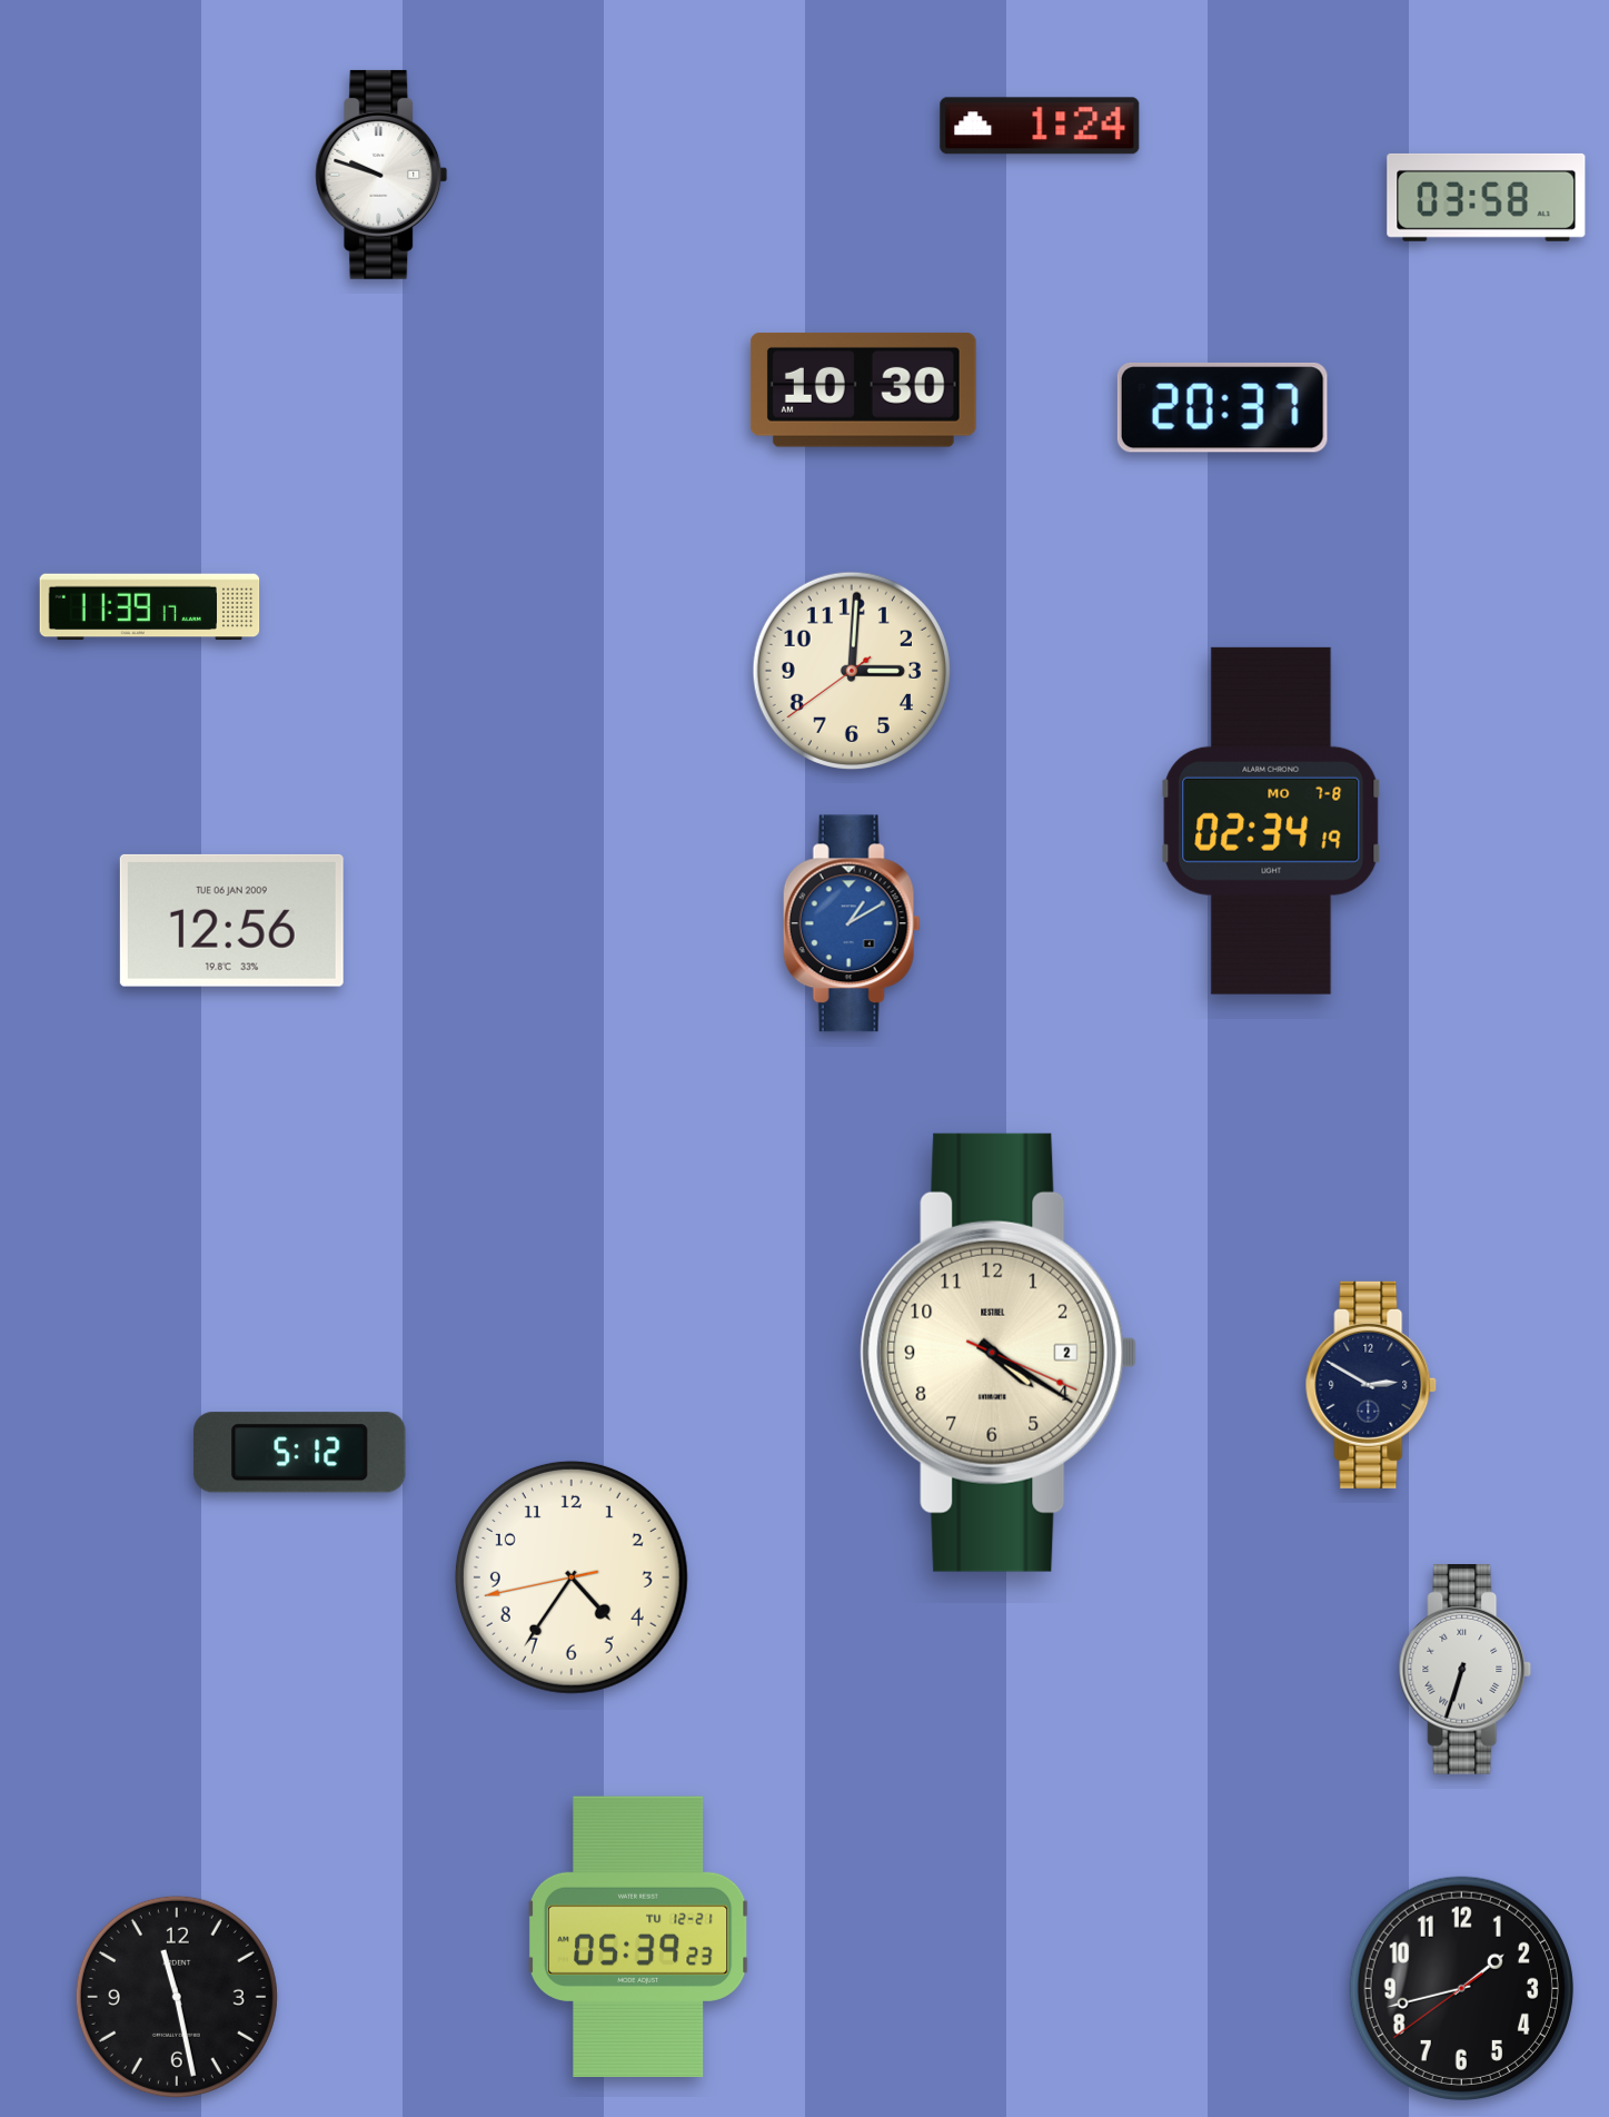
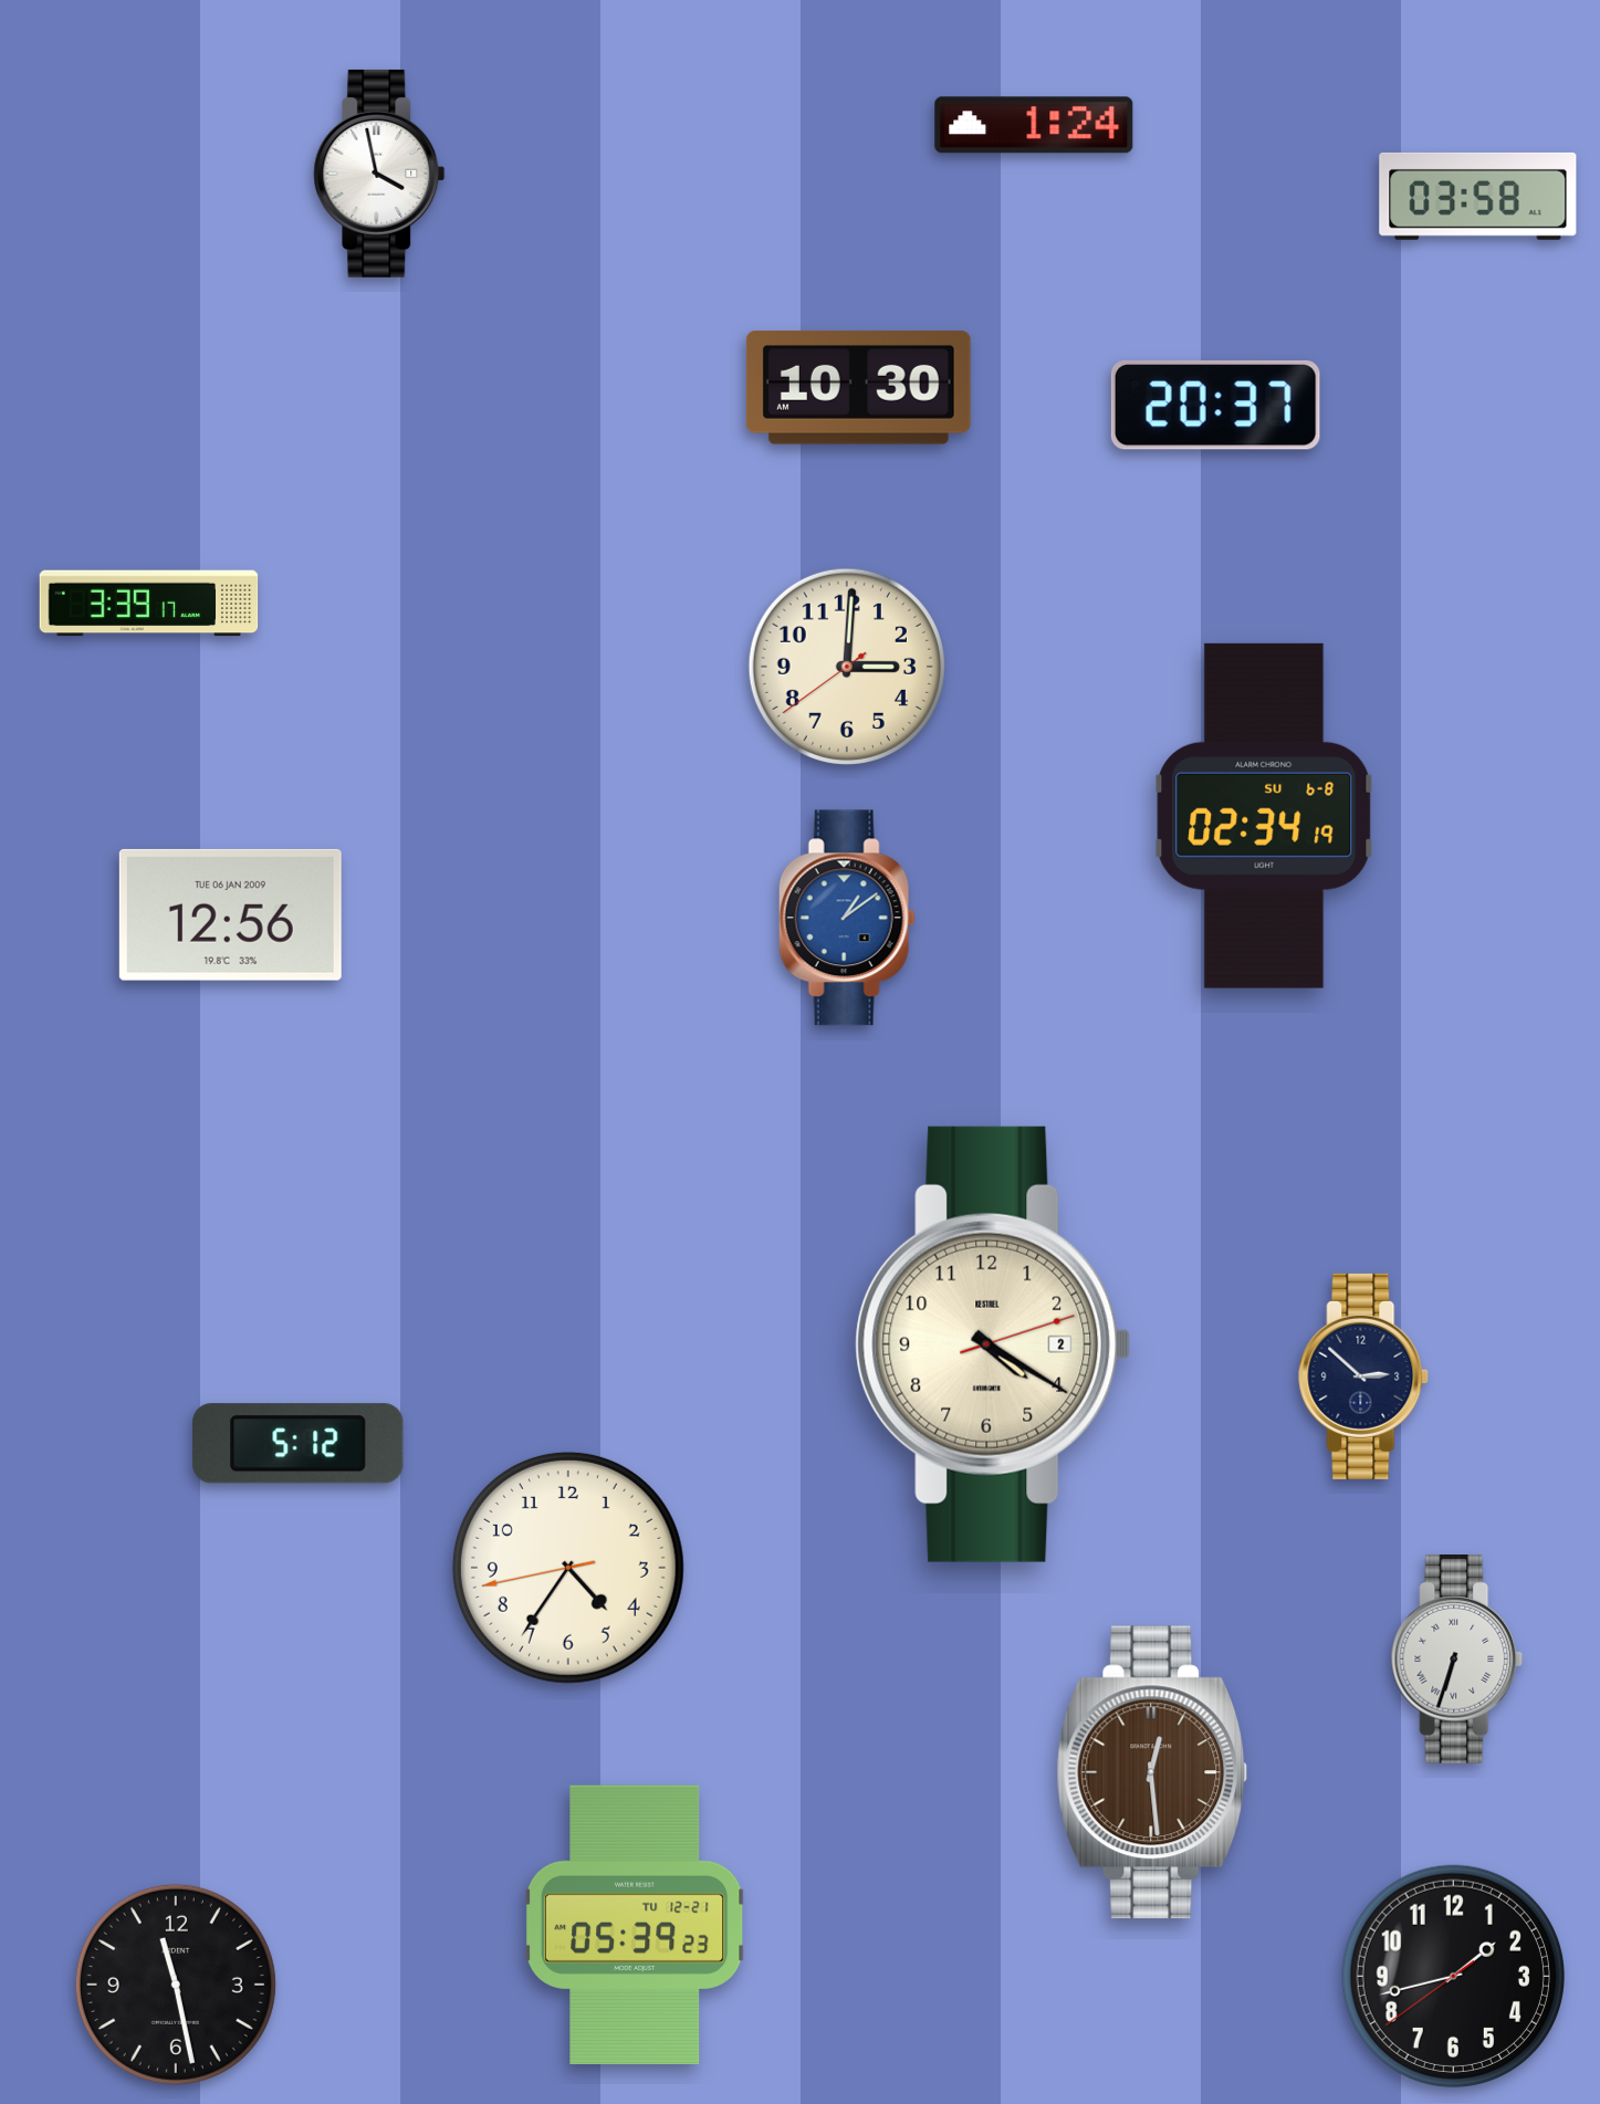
clock at (381, 175): 9:48 -> 3:58
clock at (150, 607): 11:39 -> 3:39
clock at (1271, 821) date: MO 7-8 -> SU 6-8
clock at (852, 923): 1:10 -> 1:09
clock at (999, 1353): 4:20:19 -> 4:20:12
clock at (1372, 1385): 2:50 -> 2:52
clock at (1152, 1772): none -> 12:29
